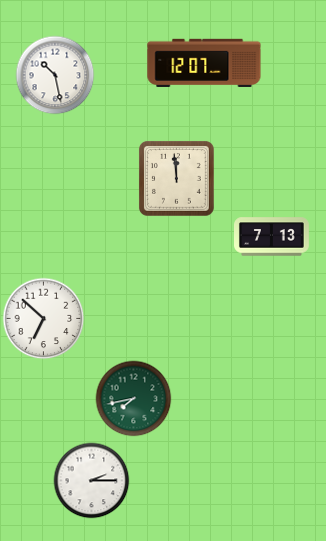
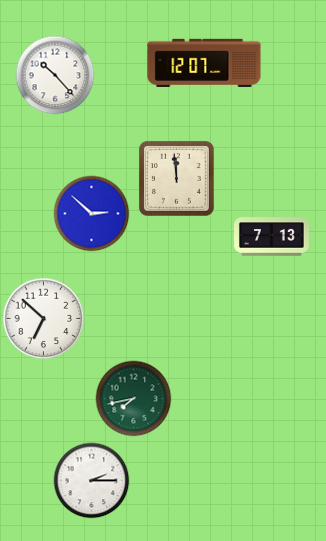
clock at (55, 75): 10:28 -> 10:23
clock at (92, 214): none -> 2:52
